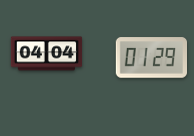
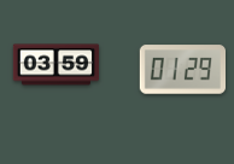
clock at (47, 54): 04:04 -> 03:59
